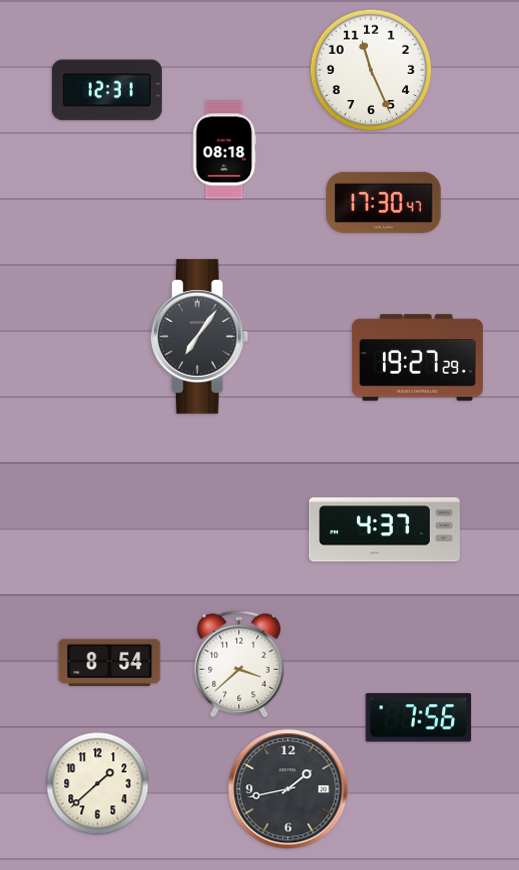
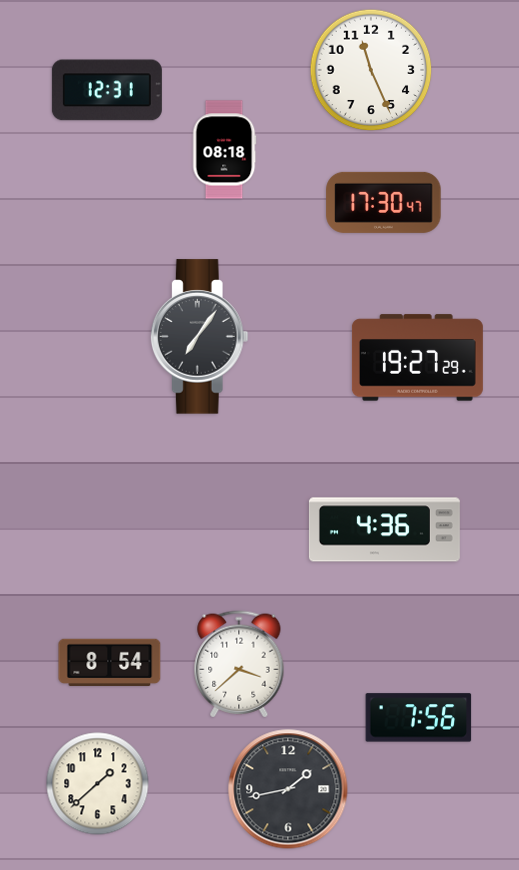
clock at (384, 530): 4:37 -> 4:36
